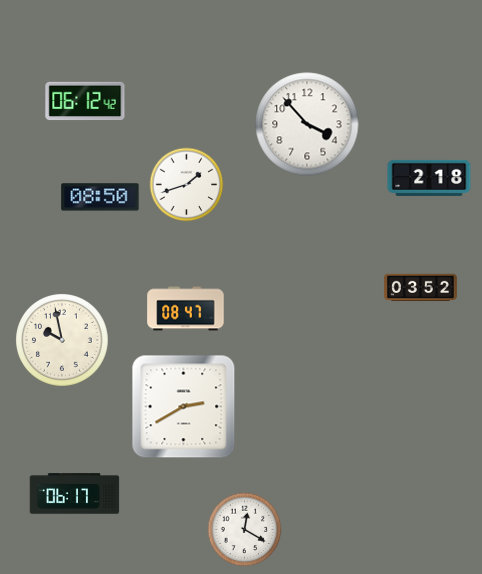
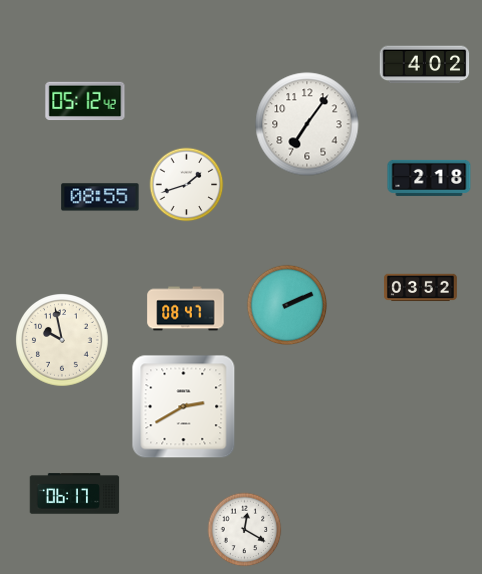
clock at (425, 65): none -> 4:02
clock at (85, 101): 06:12 -> 05:12
clock at (307, 124): 3:53 -> 7:06
clock at (100, 197): 08:50 -> 08:55
clock at (287, 305): none -> 2:11
